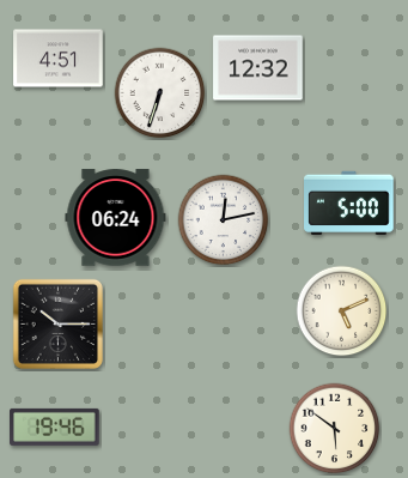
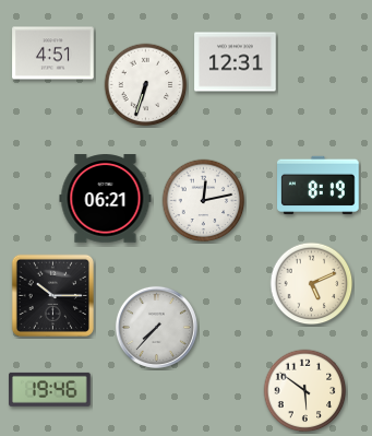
clock at (258, 68): 12:32 -> 12:31
clock at (349, 202): 5:00 -> 8:19
clock at (116, 218): 06:24 -> 06:21
clock at (156, 327): none -> 7:37
